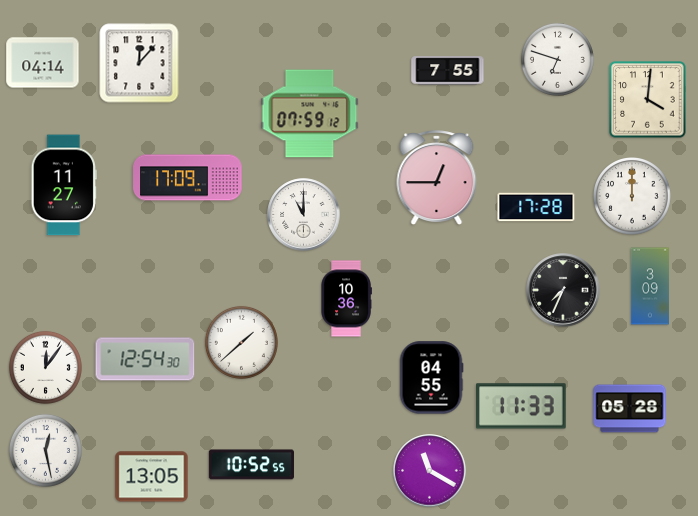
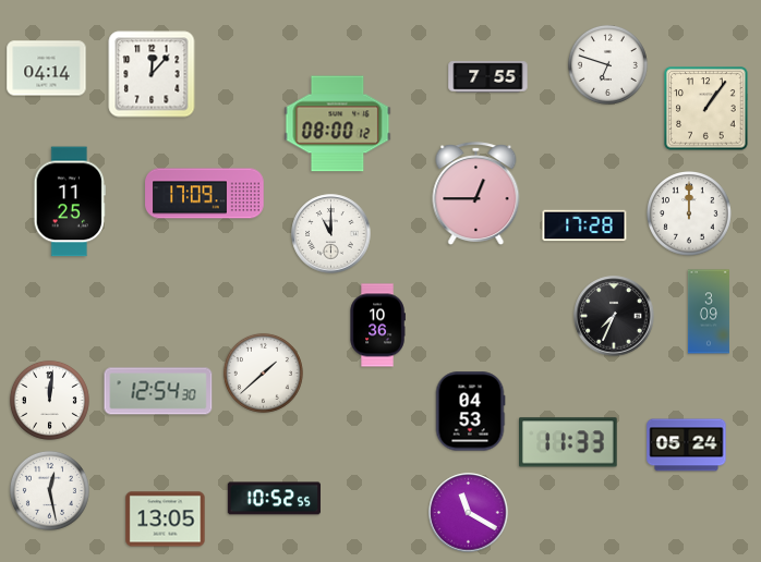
clock at (139, 63) position: (139, 63) -> (152, 74)
clock at (648, 100): 4:01 -> 1:06
clock at (310, 114): 07:59 -> 08:00
clock at (64, 185): 11:27 -> 11:25
clock at (45, 367): 12:06 -> 12:01
clock at (431, 378): 04:55 -> 04:53
clock at (630, 409): 05:28 -> 05:24
clock at (251, 465) position: (251, 465) -> (274, 499)
